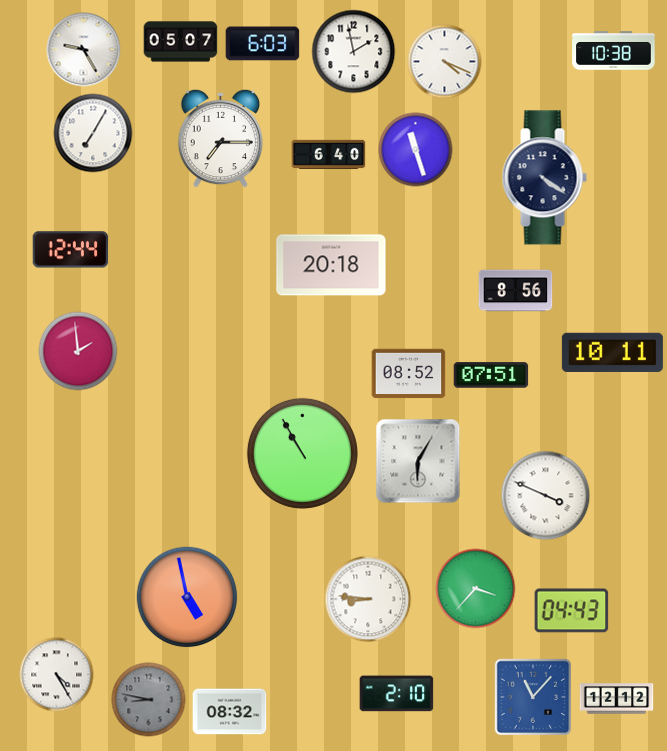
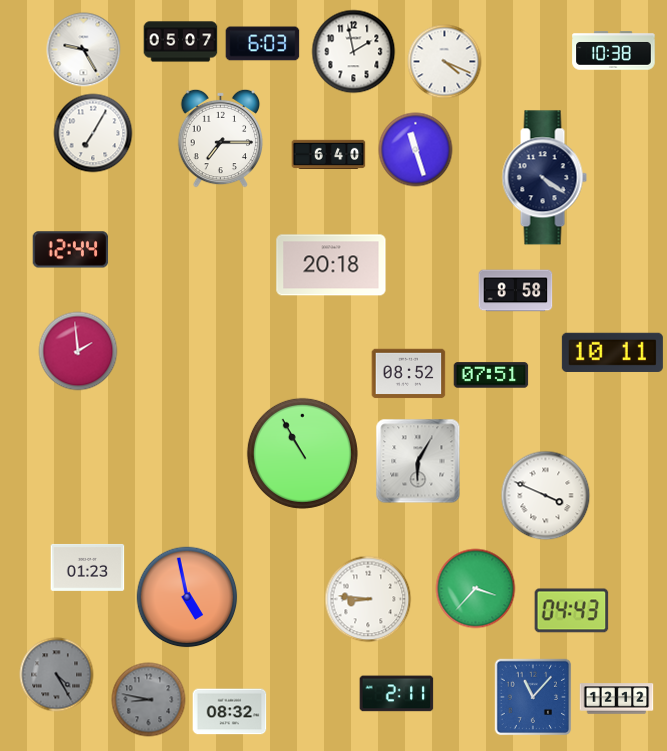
clock at (516, 291): 8:56 -> 8:58
clock at (88, 567): none -> 01:23
clock at (57, 675) dial: white -> grey
clock at (397, 694): 2:10 -> 2:11
